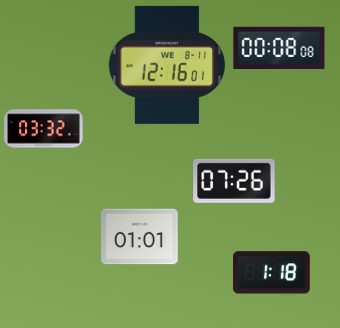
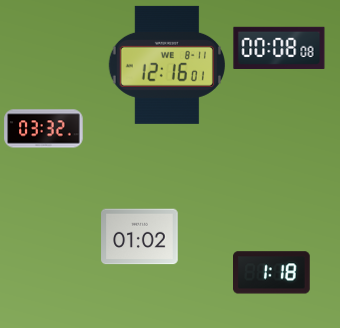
clock at (234, 181): 07:26 -> none
clock at (140, 237): 01:01 -> 01:02
